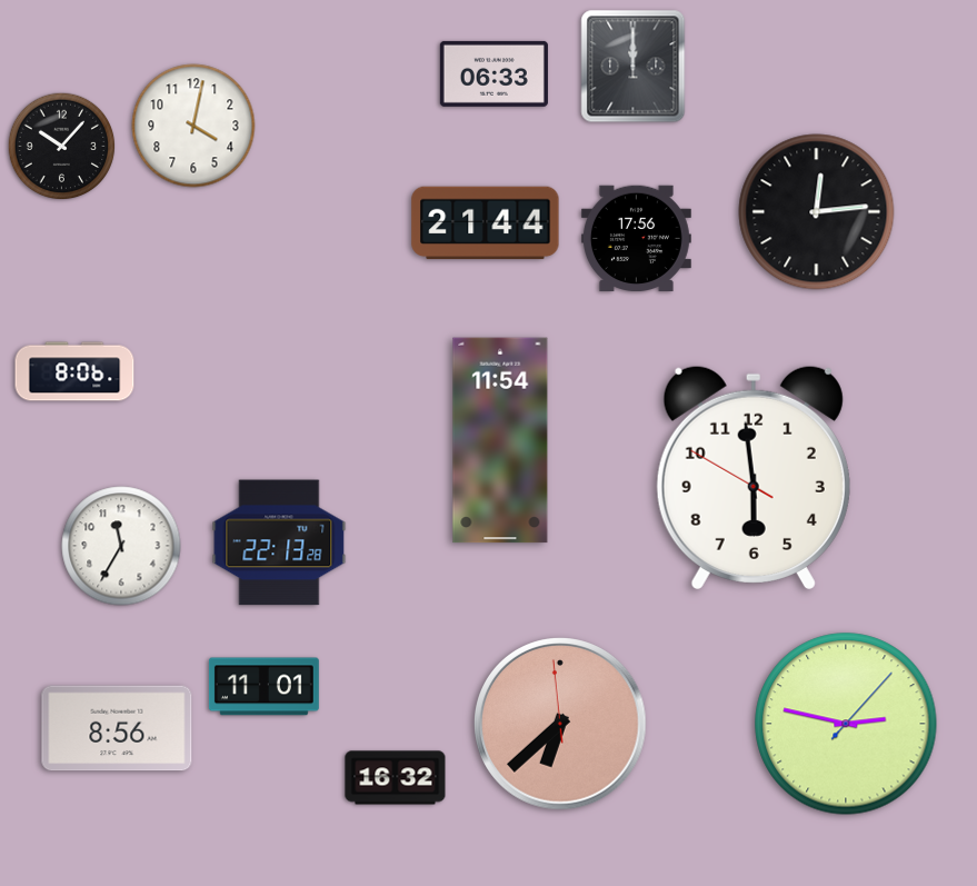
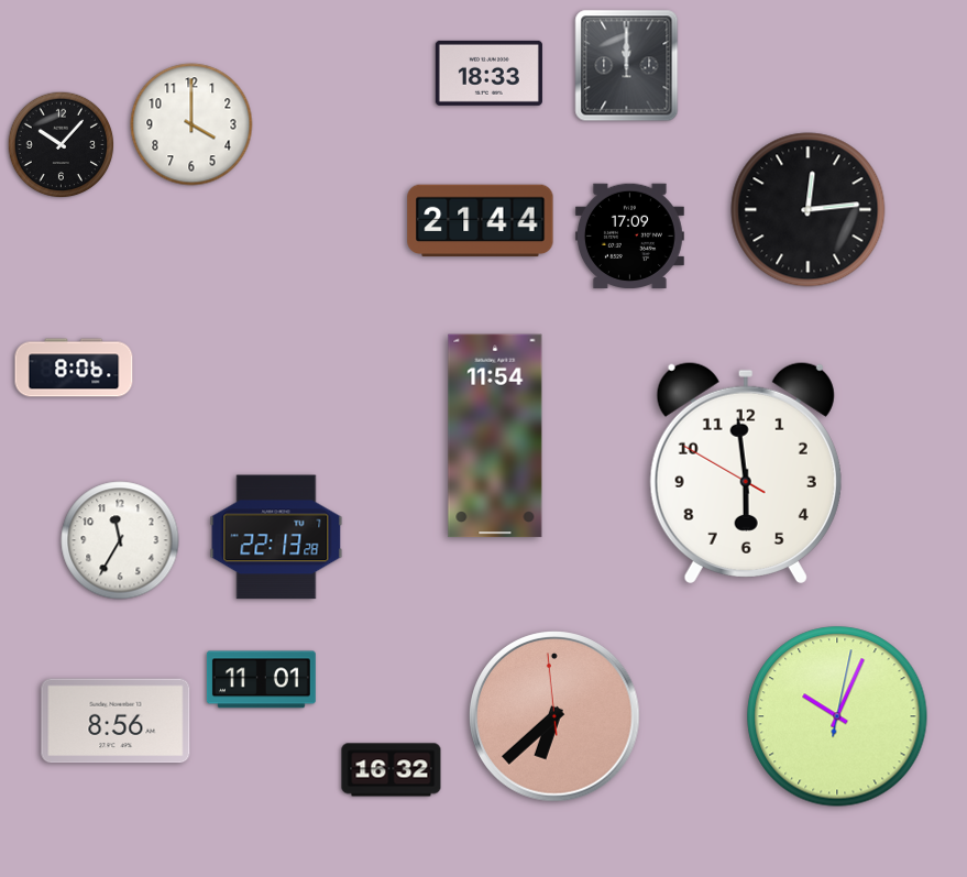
clock at (494, 73): 06:33 -> 18:33
clock at (193, 126): 4:02 -> 4:00
clock at (636, 239): 17:56 -> 17:09
clock at (846, 724): 2:47 -> 10:04
